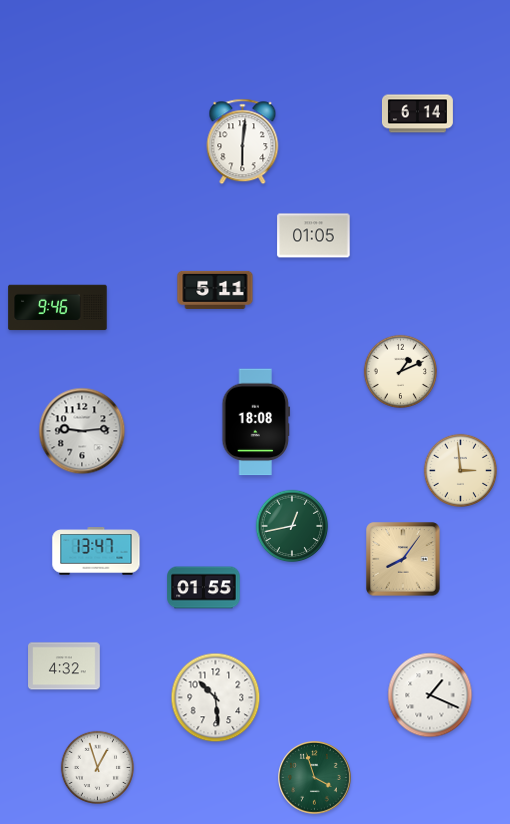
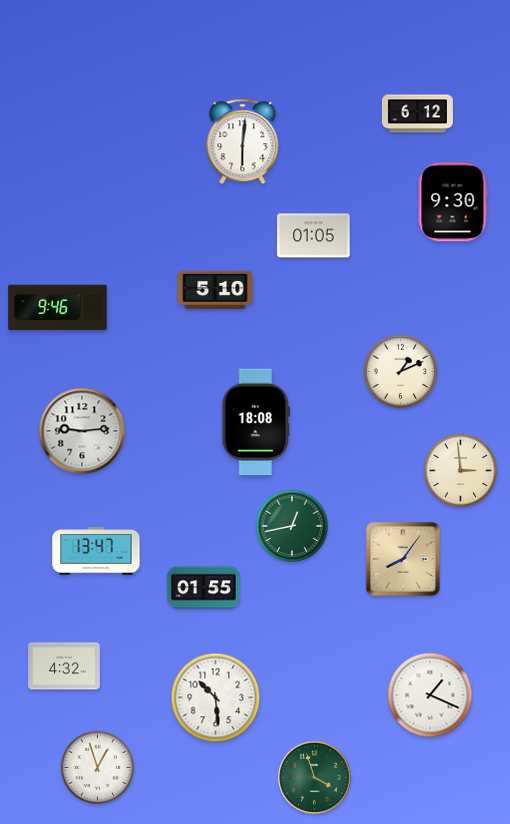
clock at (417, 114): 6:14 -> 6:12
clock at (453, 202): none -> 9:30
clock at (215, 290): 5:11 -> 5:10
